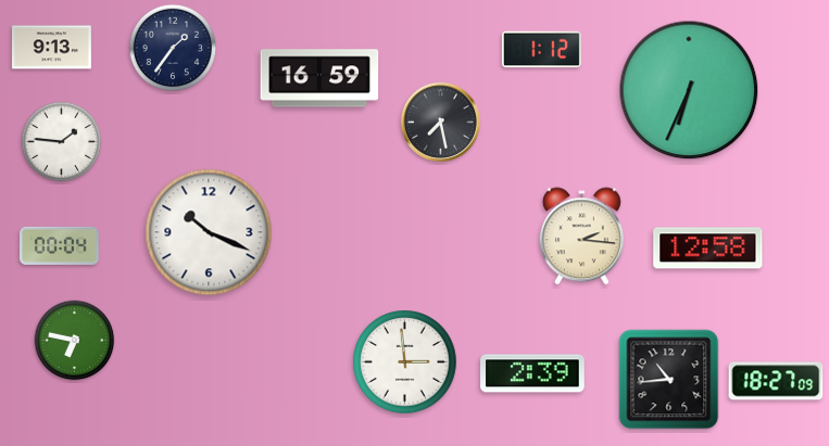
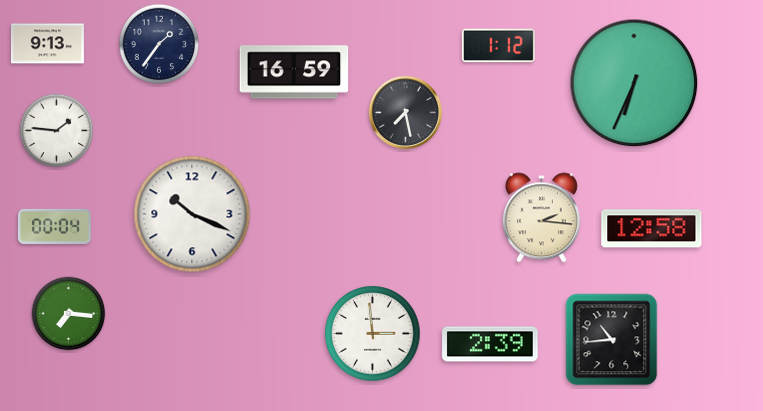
clock at (581, 237) position: (581, 237) -> (541, 218)
clock at (75, 341): 6:47 -> 7:16
clock at (669, 380) position: (669, 380) -> (612, 340)
clock at (776, 381): 18:27 -> none
